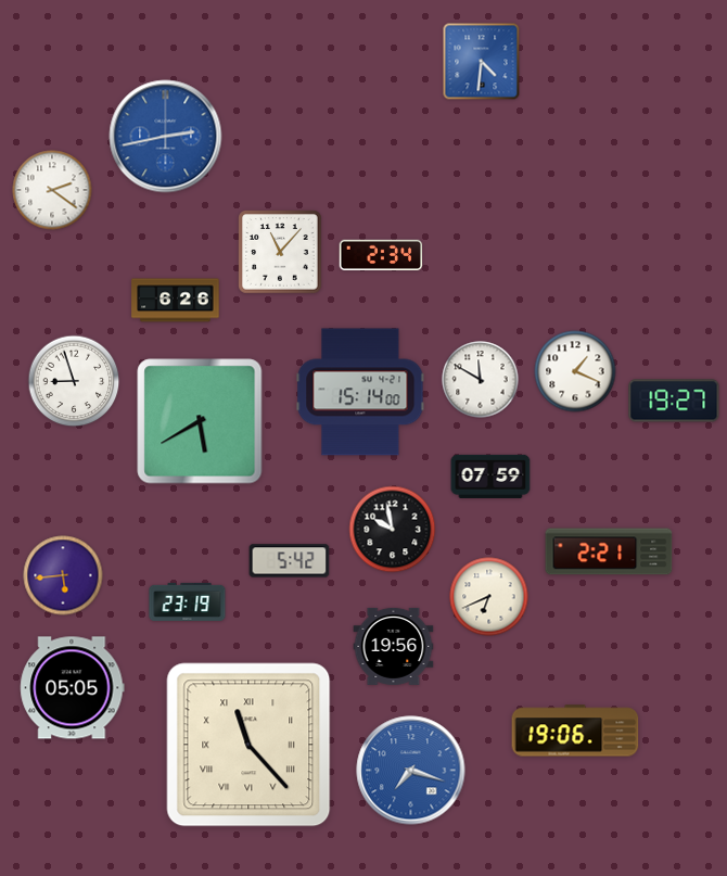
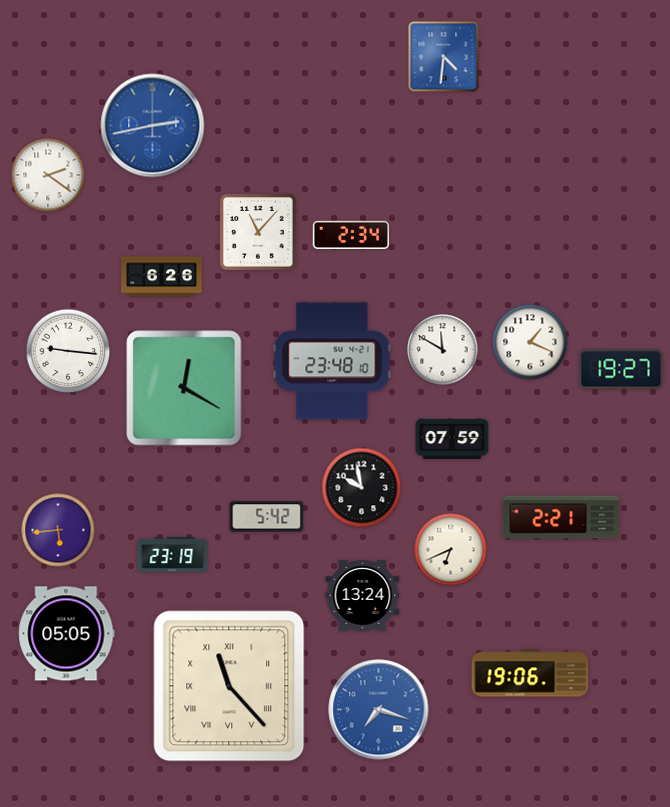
clock at (74, 381): 8:57 -> 9:16
clock at (360, 392): 15:14 -> 23:48
clock at (200, 421): 5:40 -> 12:20
clock at (609, 551) position: (609, 551) -> (561, 517)
clock at (394, 646): 19:56 -> 13:24
